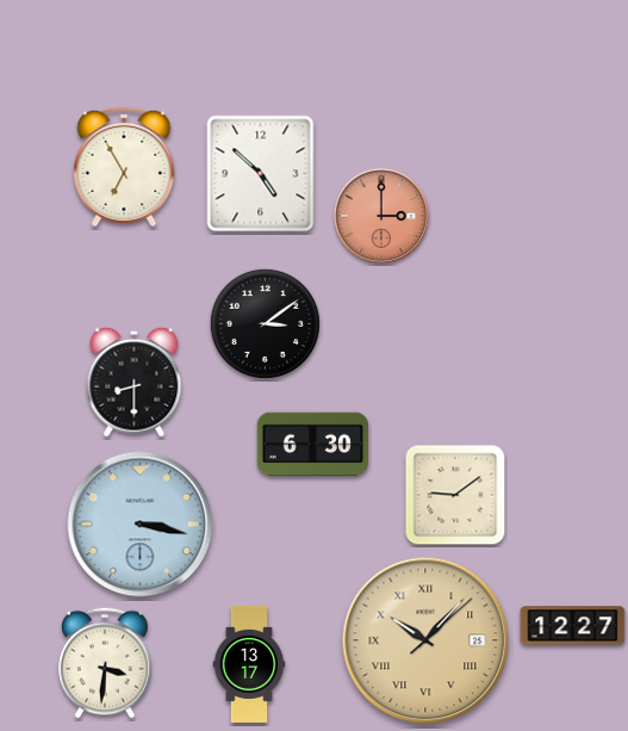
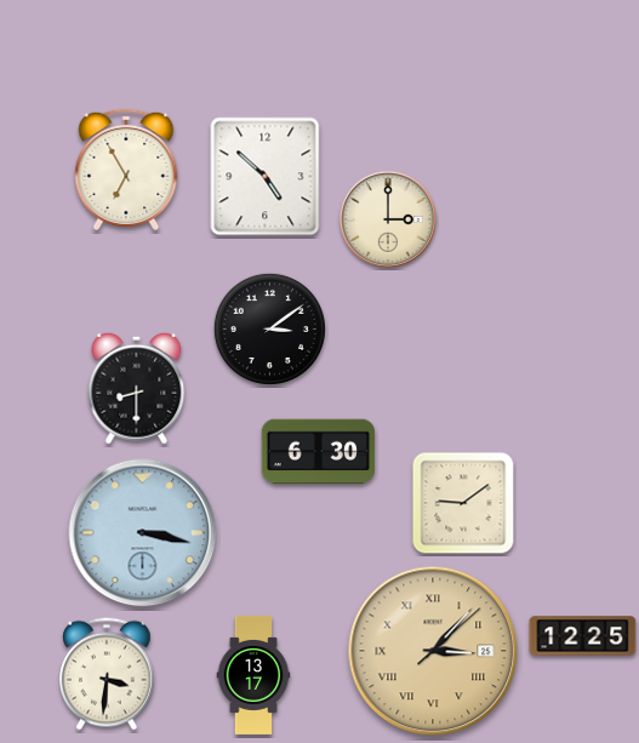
clock at (381, 216) dial: salmon -> cream
clock at (573, 626): 12:27 -> 12:25
clock at (425, 640): 10:07 -> 3:07
